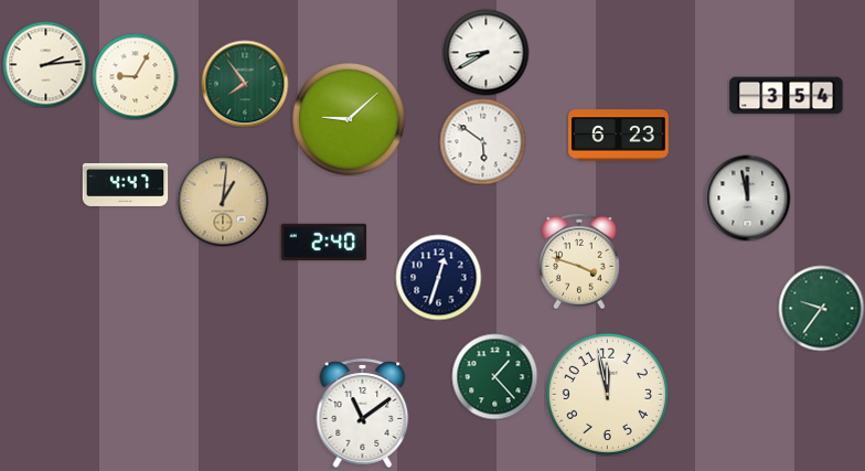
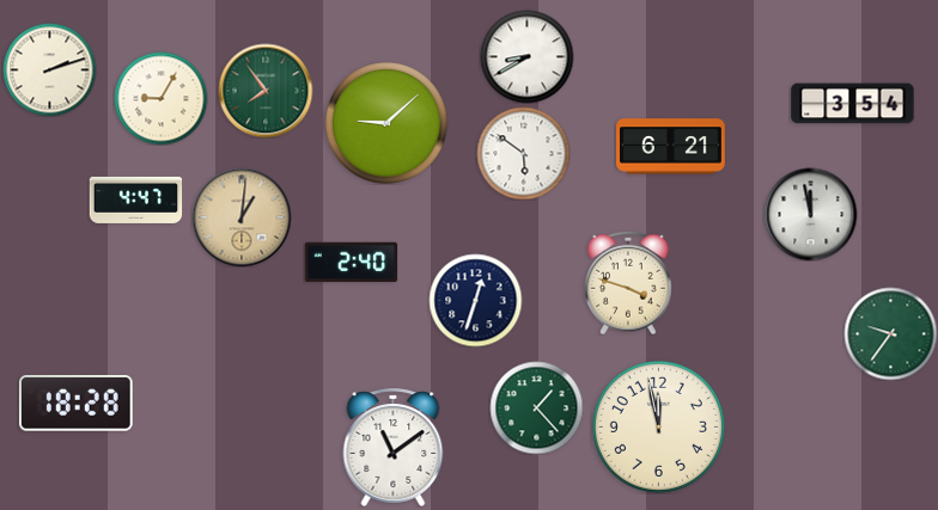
clock at (45, 64): 2:14 -> 2:12
clock at (135, 76) position: (135, 76) -> (160, 98)
clock at (350, 120) position: (350, 120) -> (388, 124)
clock at (619, 136): 6:23 -> 6:21
clock at (75, 404): none -> 18:28
